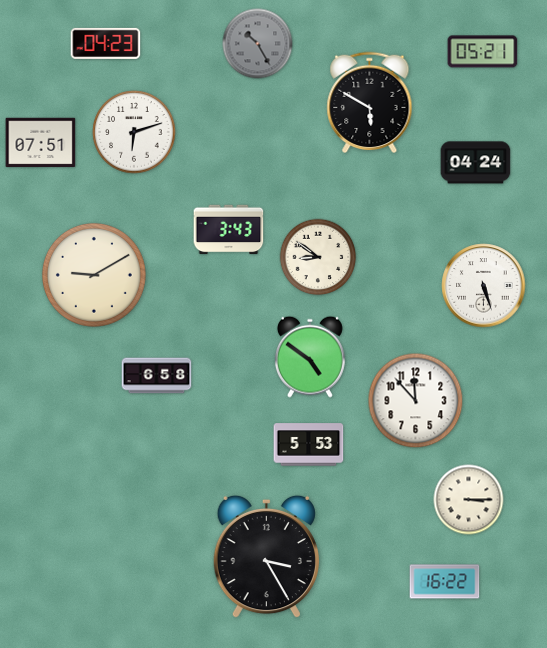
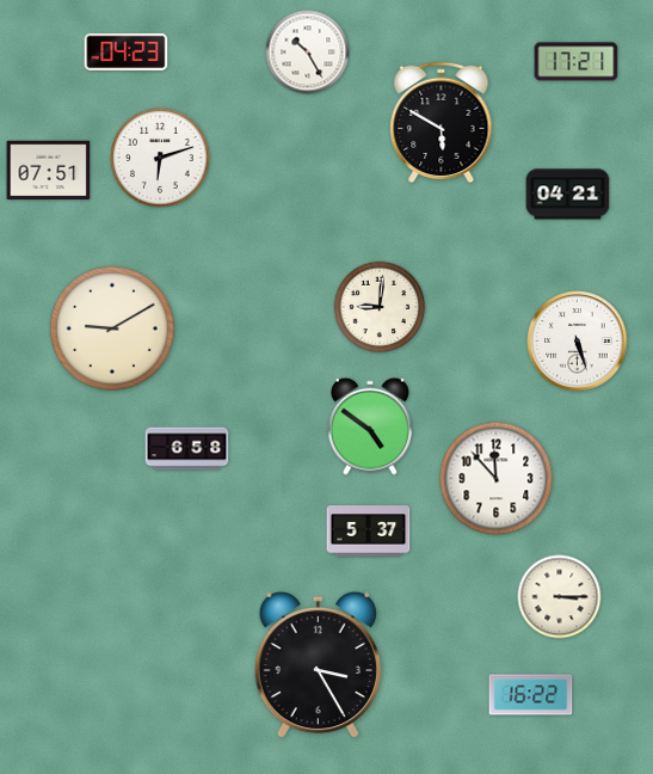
clock at (258, 44) dial: grey -> white
clock at (483, 52): 05:21 -> 17:21
clock at (476, 163): 04:24 -> 04:21
clock at (229, 230): 3:43 -> none
clock at (318, 257): 8:51 -> 9:01
clock at (309, 445): 5:53 -> 5:37
